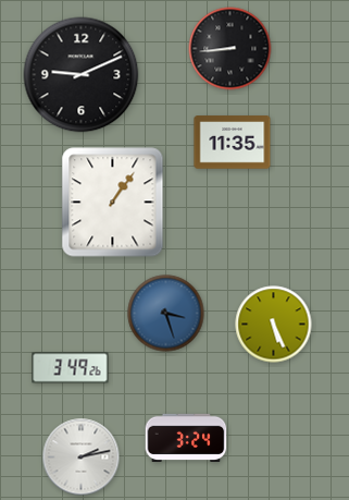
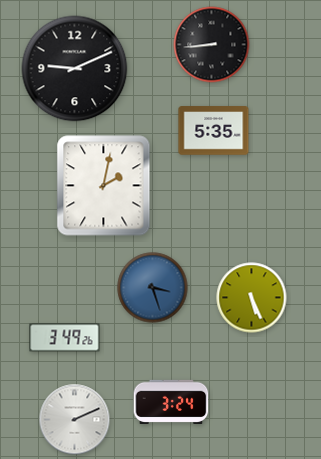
clock at (233, 143): 11:35 -> 5:35
clock at (113, 203): 1:06 -> 2:02
clock at (82, 458): 2:13 -> 2:11
